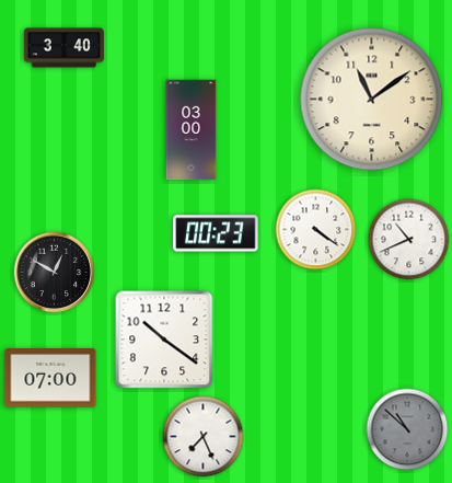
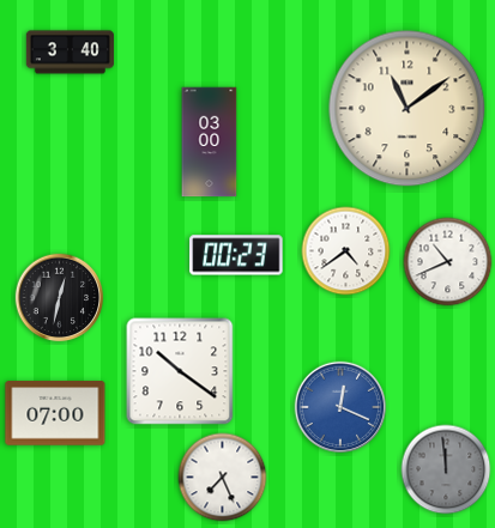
clock at (316, 230): 4:21 -> 4:39
clock at (55, 273): 12:50 -> 12:32
clock at (340, 407): none -> 12:19
clock at (407, 429): 10:52 -> 11:59
